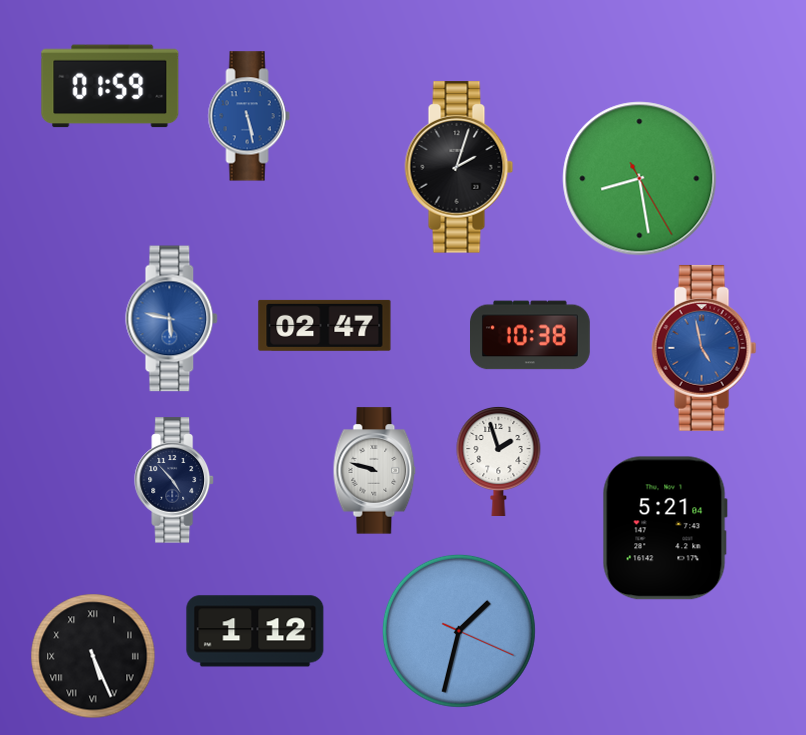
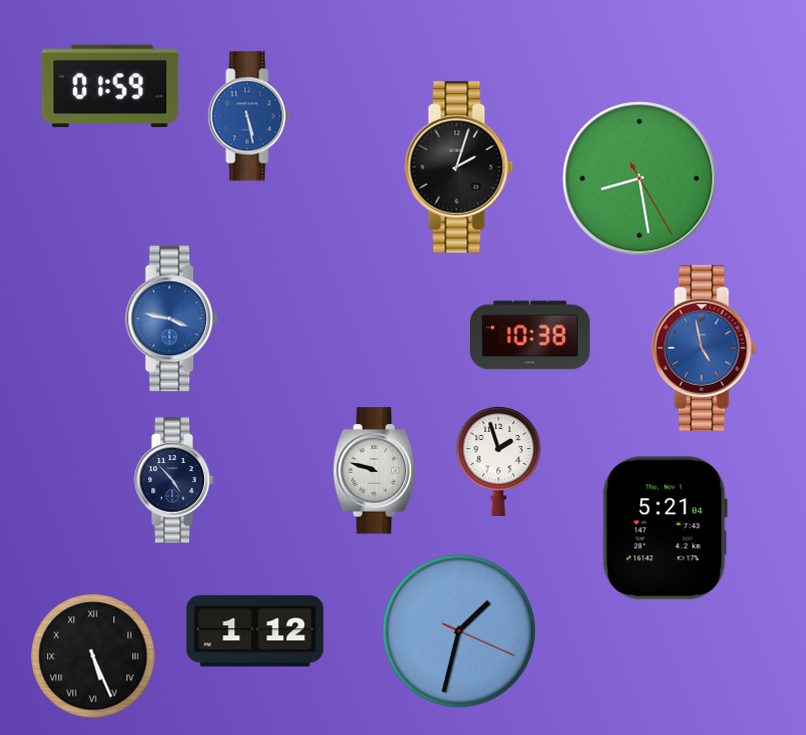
clock at (172, 319): 5:47 -> 3:47
clock at (325, 325): 02:47 -> none
